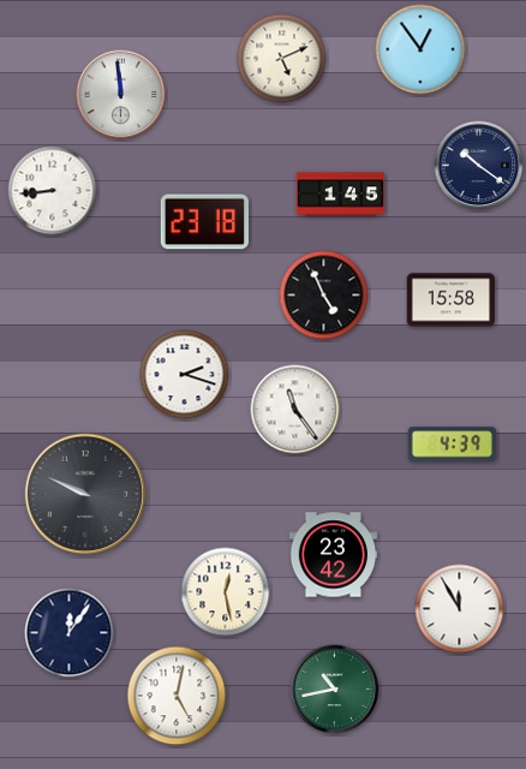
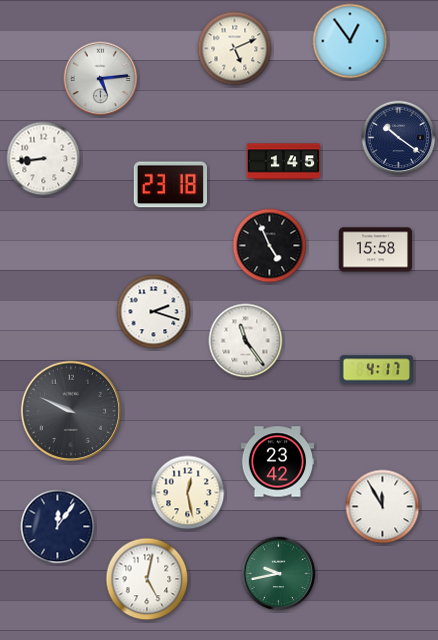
clock at (121, 95): 11:59 -> 5:14
clock at (453, 445): 4:39 -> 4:17
clock at (335, 690): 10:43 -> 9:43
